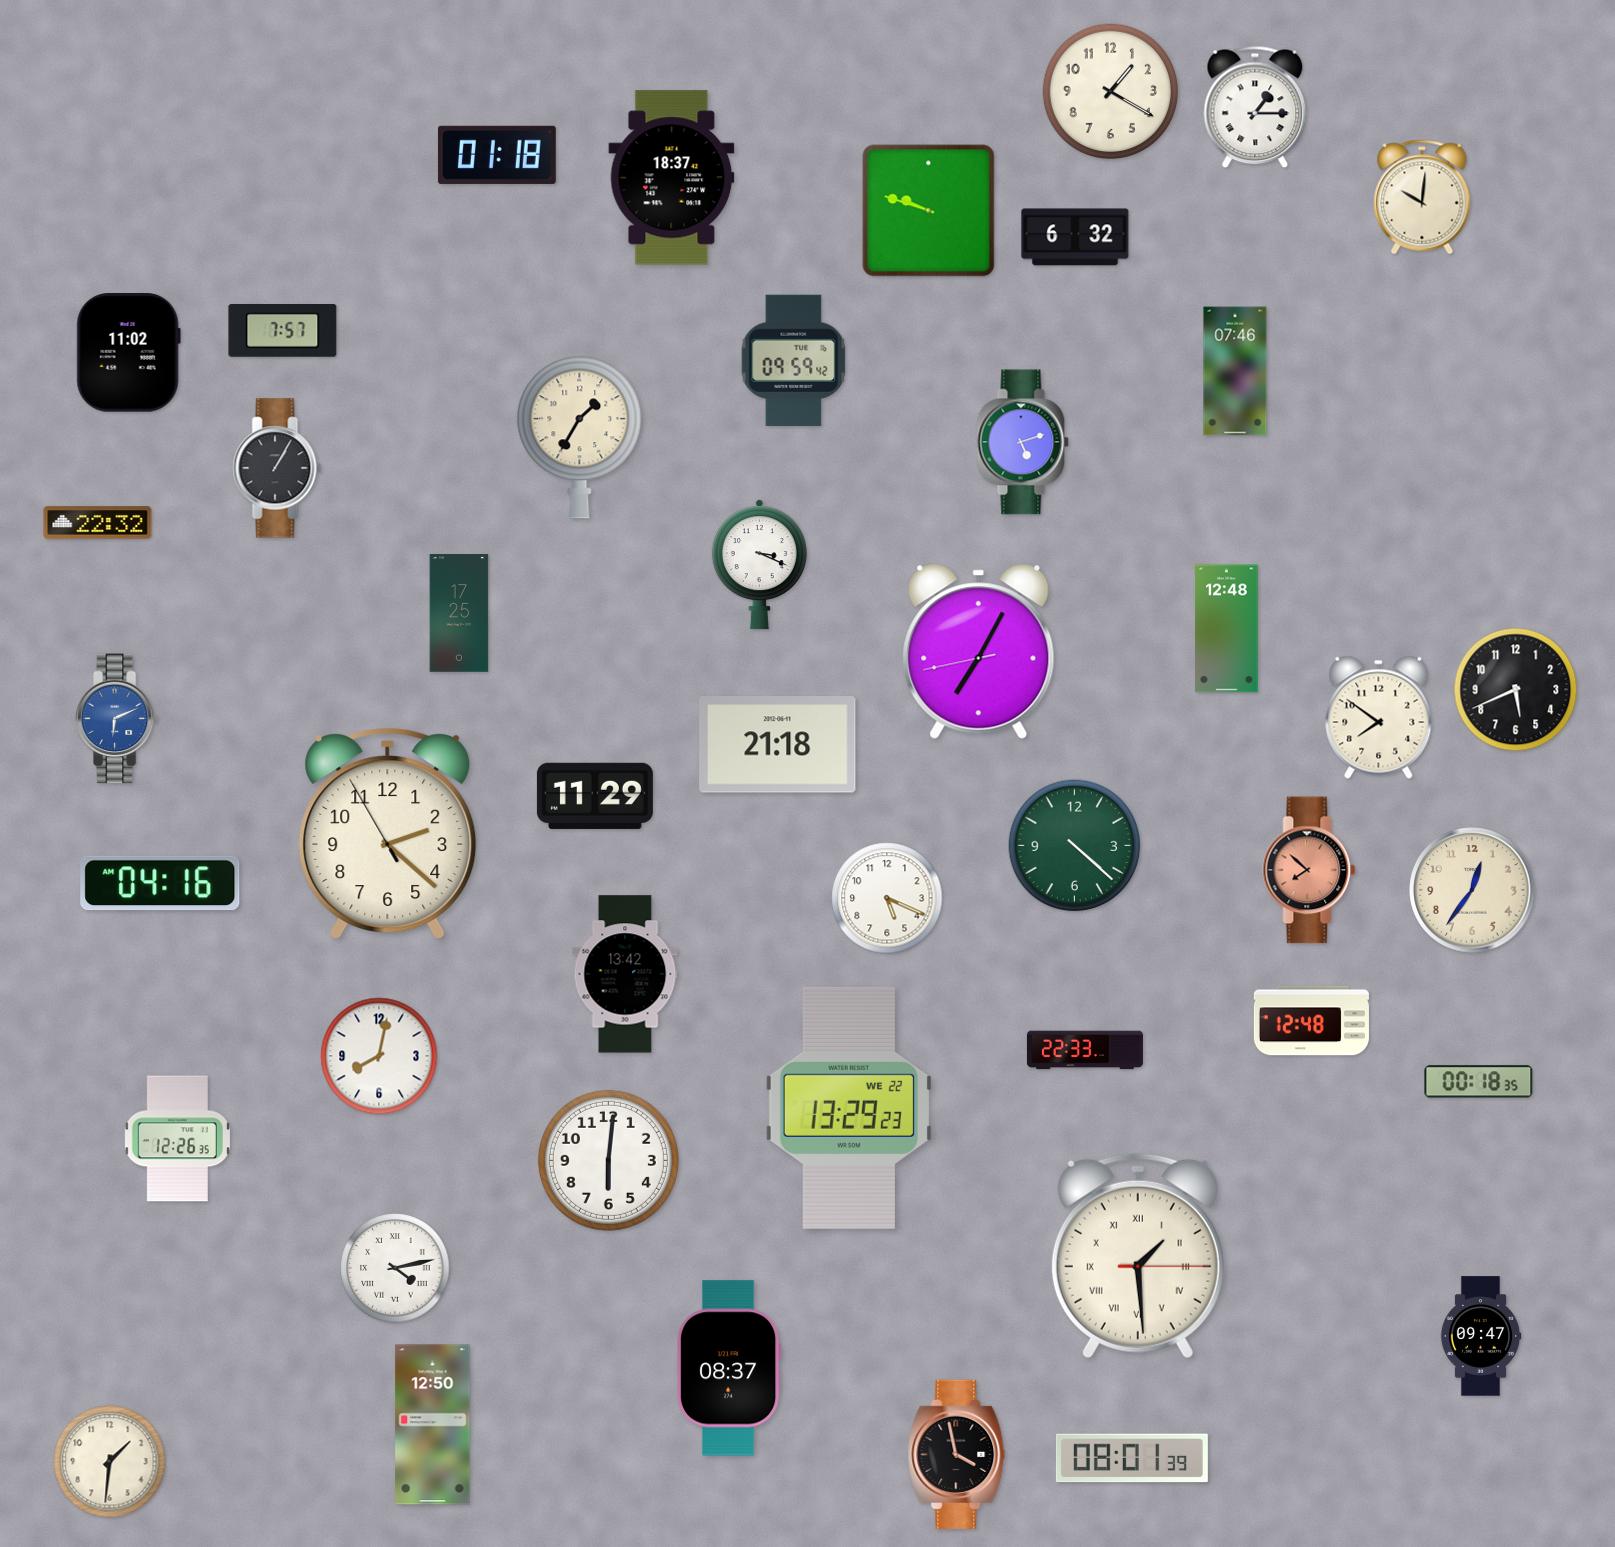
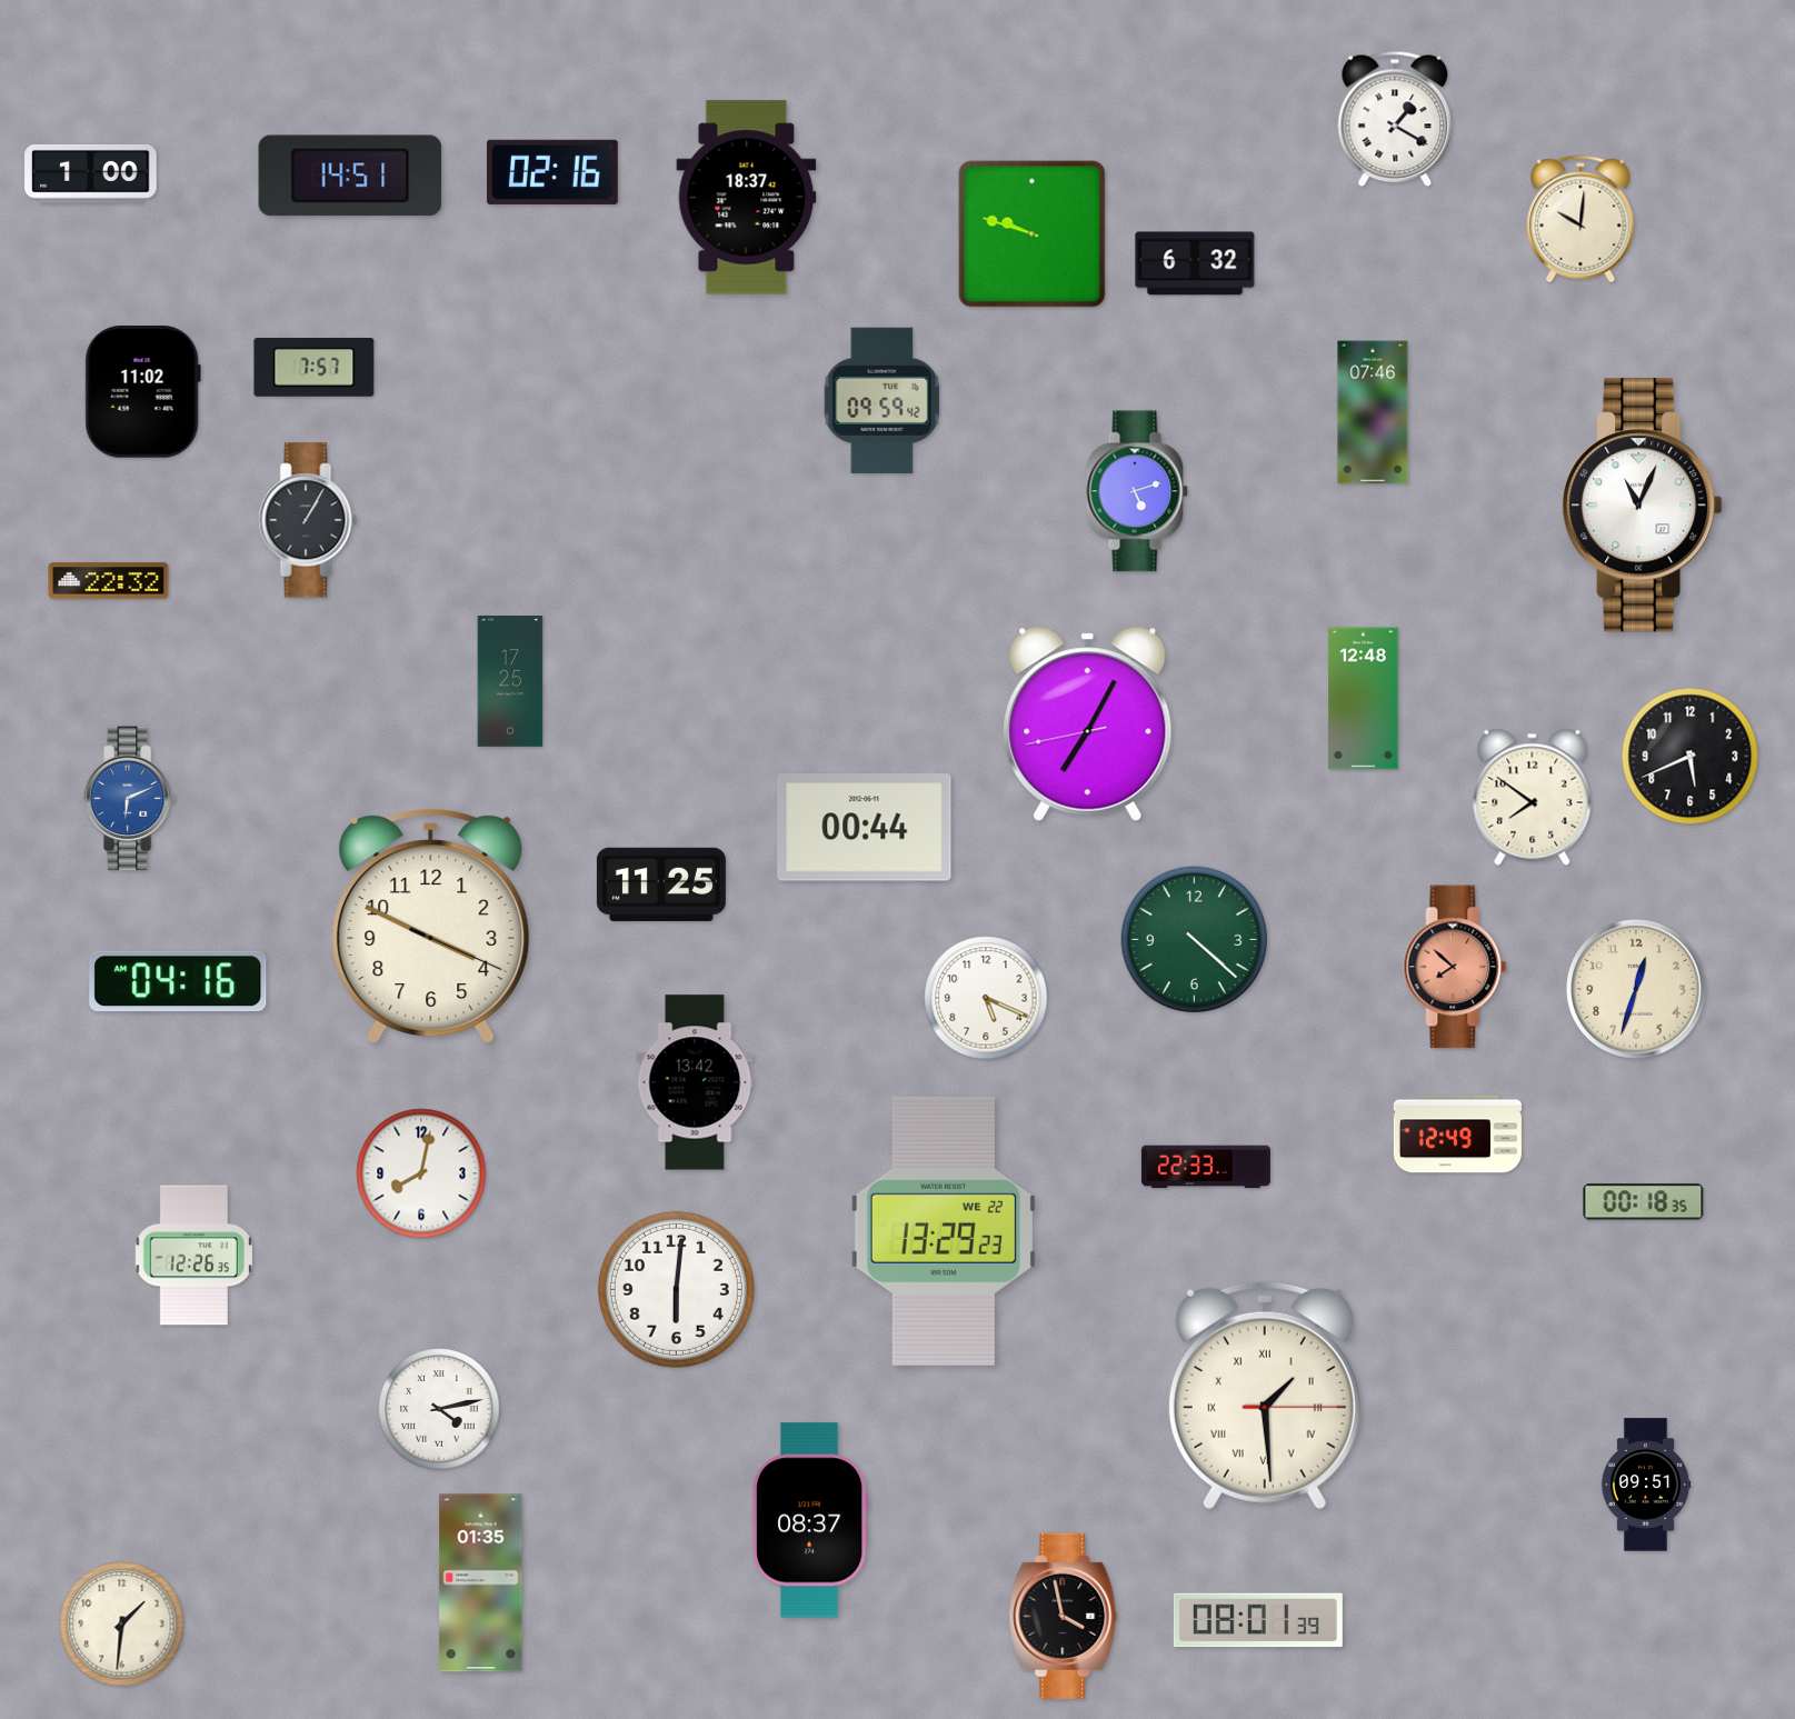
clock at (1110, 91): 1:20 -> none
clock at (1255, 107): 1:15 -> 1:20
clock at (497, 155): 01:18 -> 02:16
clock at (91, 173): none -> 1:00
clock at (350, 176): none -> 14:51
clock at (580, 438): 1:35 -> none
clock at (1643, 506): none -> 11:04
clock at (759, 565): 3:19 -> none
clock at (1516, 690) position: (1516, 690) -> (1691, 757)
clock at (778, 745): 21:18 -> 00:44
clock at (595, 796): 11:29 -> 11:25
clock at (388, 834): 2:21 -> 3:49
clock at (1472, 890): 12:36 -> 12:33
clock at (1311, 1021): 12:48 -> 12:49
clock at (177, 1139) position: (177, 1139) -> (193, 1256)
clock at (1481, 1336): 09:47 -> 09:51
clock at (433, 1425): 12:50 -> 01:35
